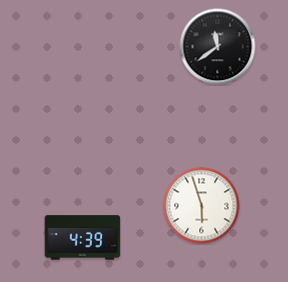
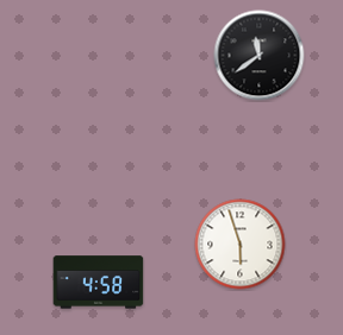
clock at (83, 238): 4:39 -> 4:58
